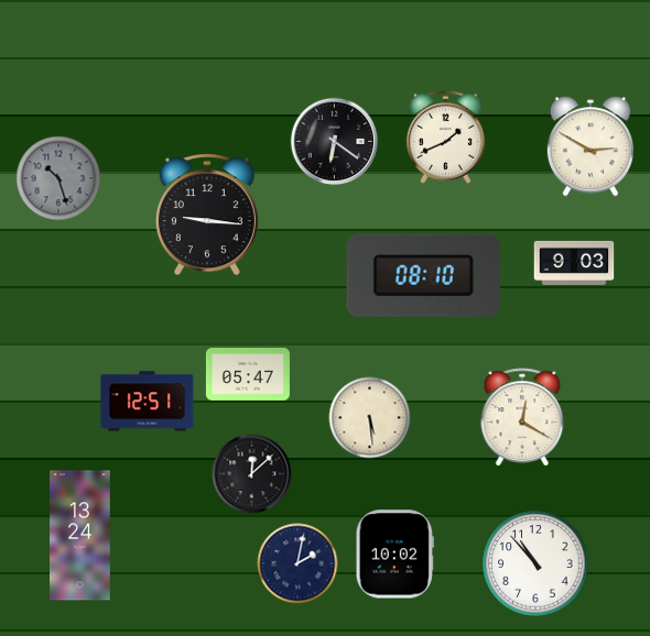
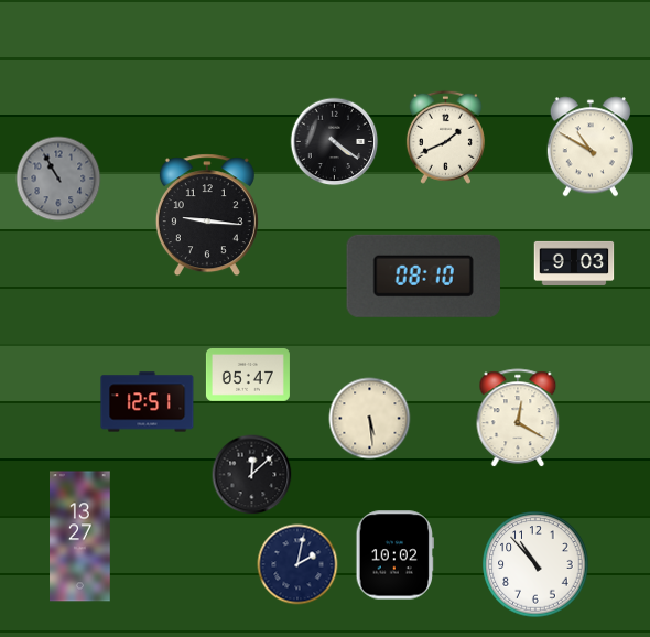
clock at (335, 142): 6:21 -> 4:21
clock at (591, 146): 2:50 -> 10:50
clock at (58, 178): 10:27 -> 10:55
clock at (522, 418) position: (522, 418) -> (518, 419)
clock at (80, 536): 13:24 -> 13:27
